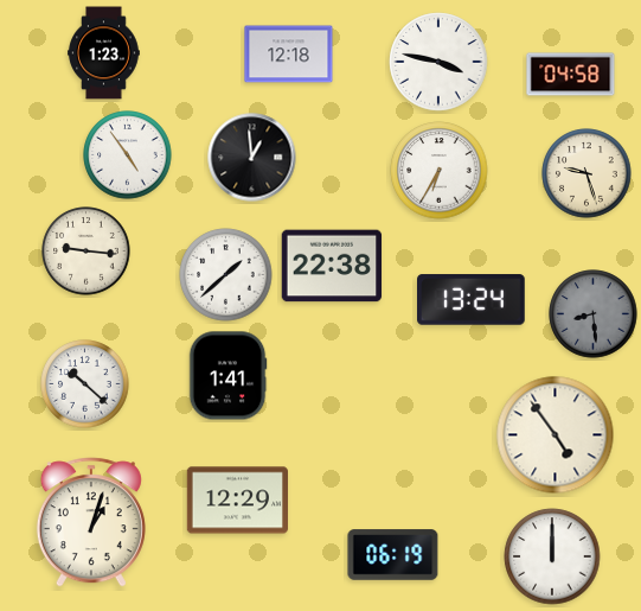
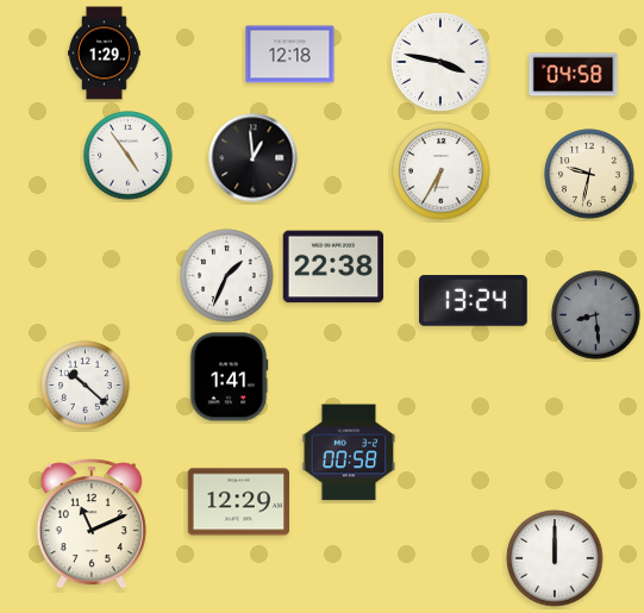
clock at (104, 53): 1:23 -> 1:29
clock at (586, 173): 9:27 -> 9:32
clock at (86, 252): 9:16 -> none
clock at (226, 275): 1:38 -> 1:34
clock at (556, 435): 4:54 -> none
clock at (349, 452): none -> 00:58
clock at (91, 522): 1:03 -> 11:11
clock at (393, 555): 06:19 -> none
